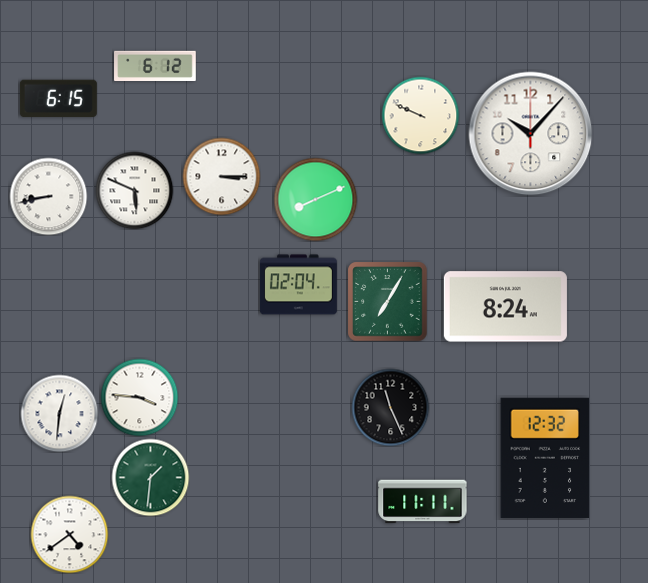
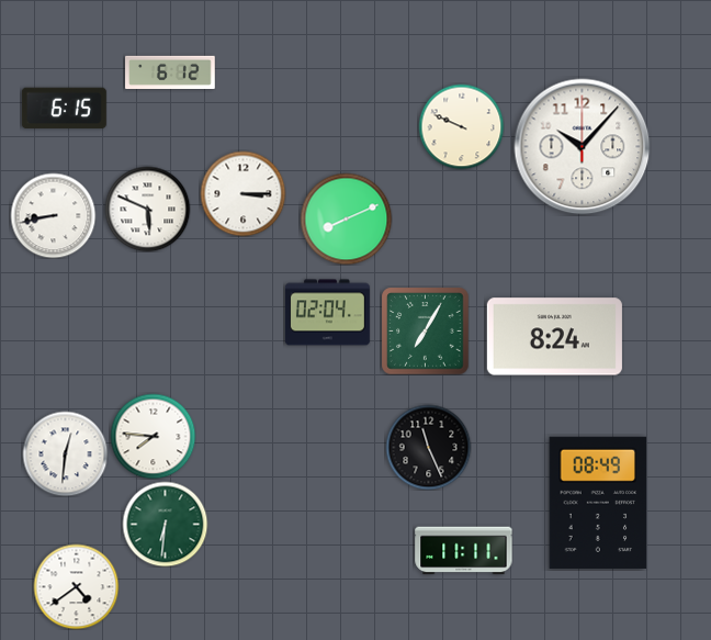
clock at (139, 397): 3:46 -> 7:46
clock at (545, 458): 12:32 -> 08:49
clock at (150, 477): 1:31 -> 6:31
